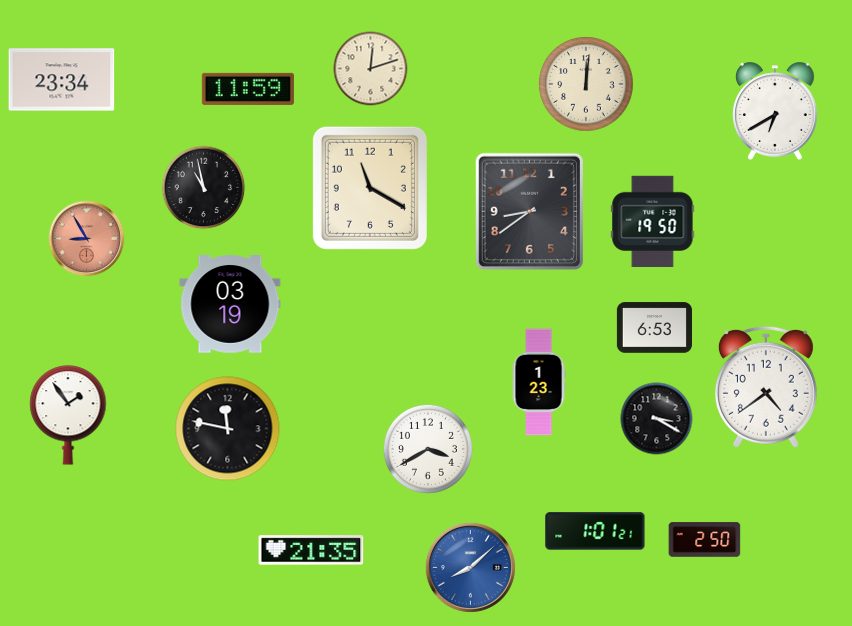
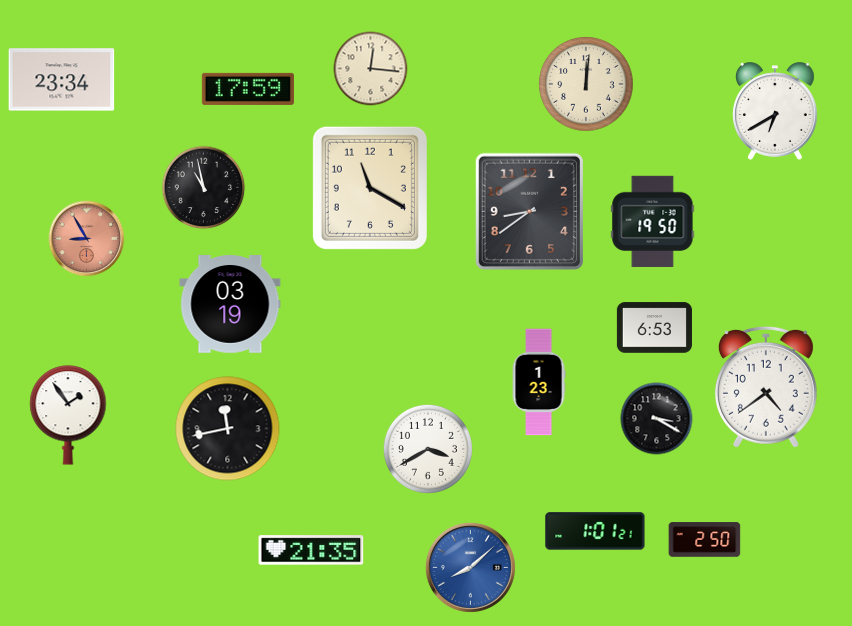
clock at (371, 69): 12:12 -> 12:16
clock at (248, 89): 11:59 -> 17:59
clock at (228, 429): 11:47 -> 11:43
